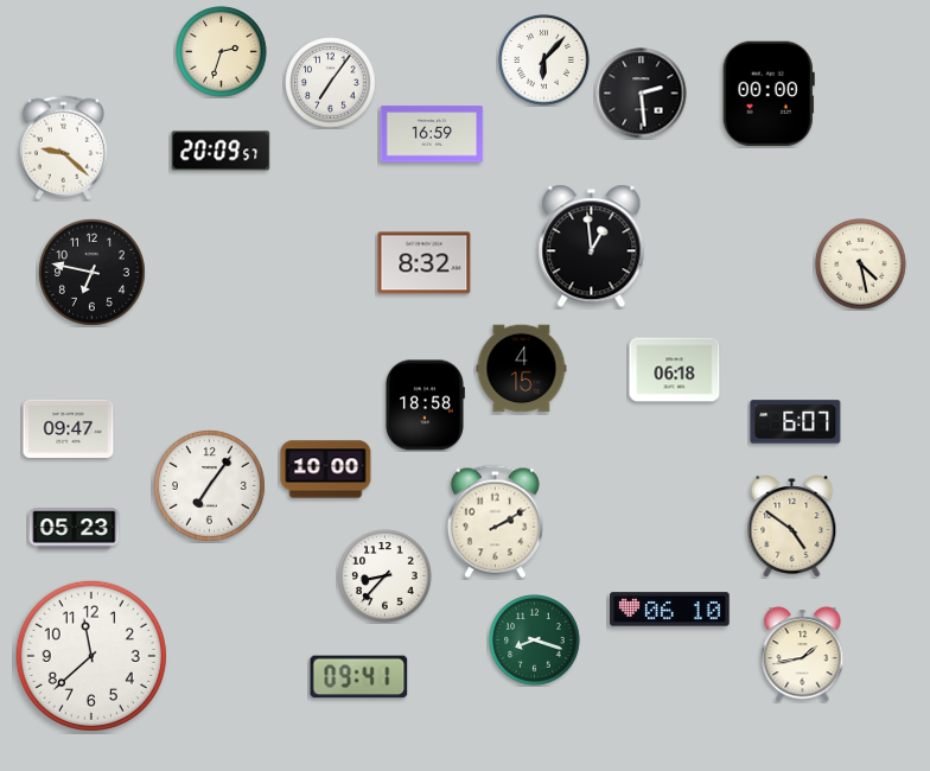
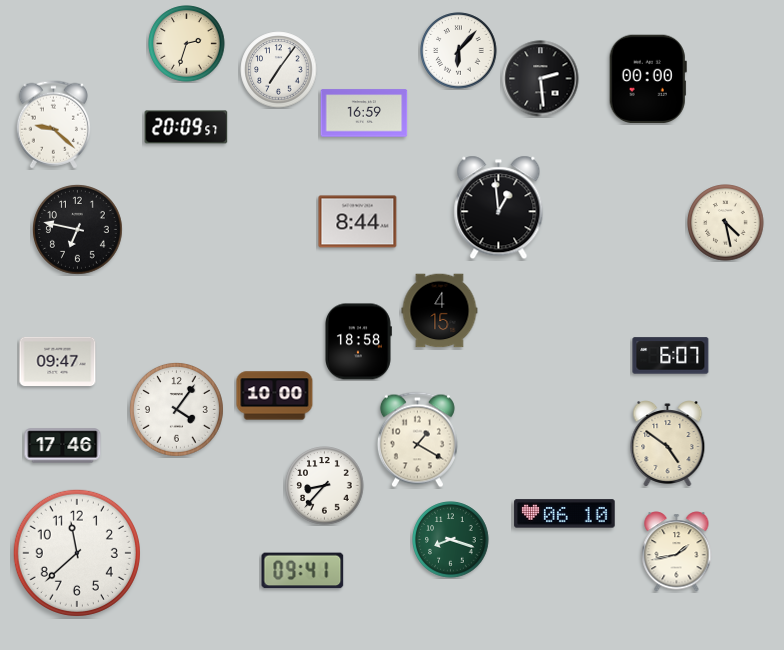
clock at (425, 263): 8:32 -> 8:44
clock at (675, 370): 06:18 -> none
clock at (209, 485): 7:06 -> 4:06
clock at (495, 522): 2:10 -> 1:20
clock at (75, 529): 05:23 -> 17:46
